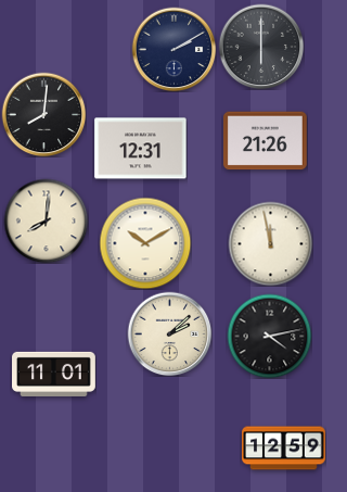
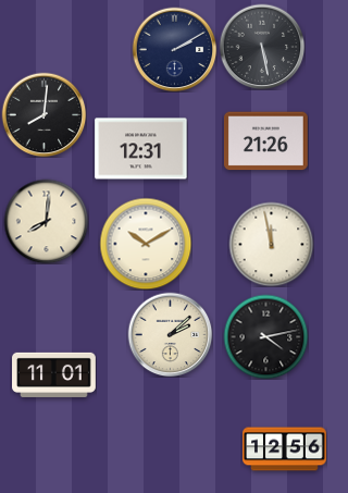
clock at (261, 47): 6:00 -> 5:28
clock at (269, 336) position: (269, 336) -> (265, 336)
clock at (284, 449): 12:59 -> 12:56
